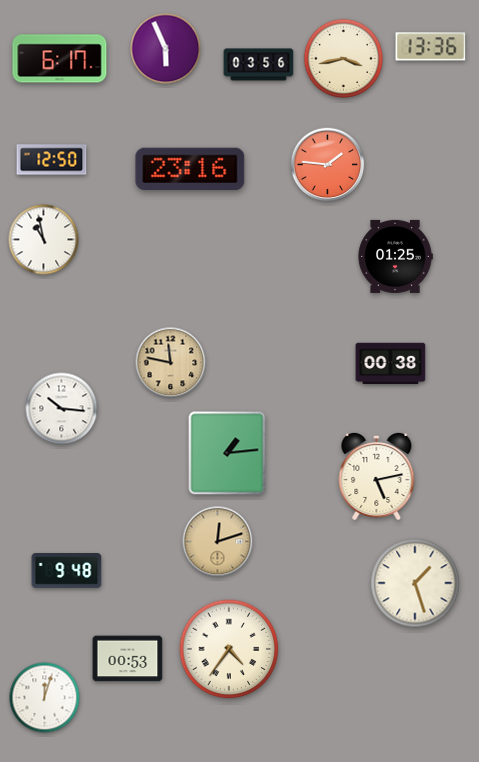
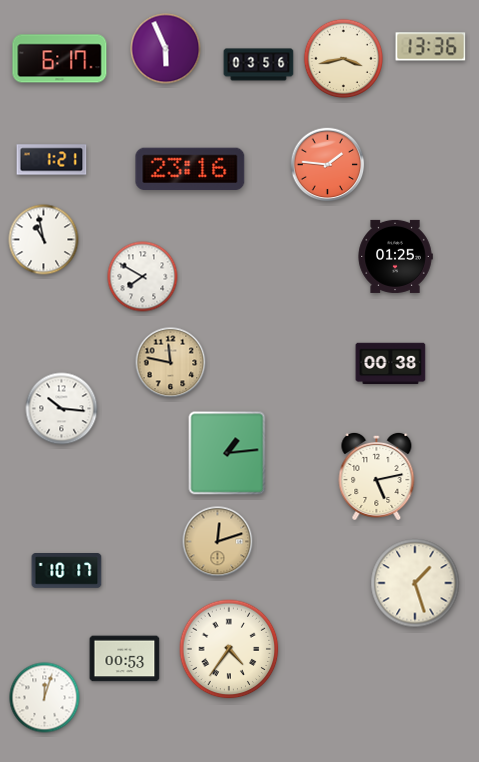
clock at (52, 160): 12:50 -> 1:21
clock at (143, 277): none -> 7:50
clock at (67, 571): 9:48 -> 10:17
clock at (128, 659) position: (128, 659) -> (125, 659)
